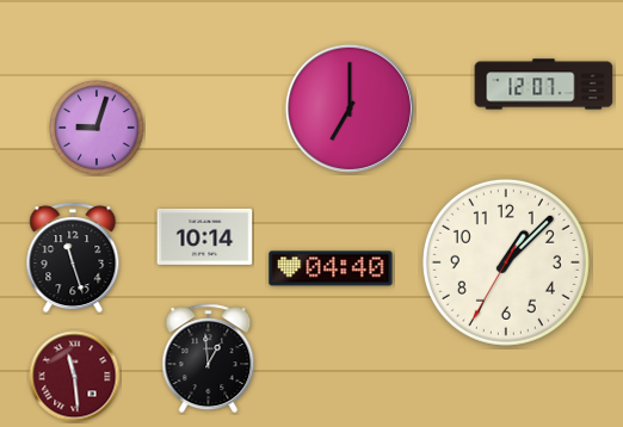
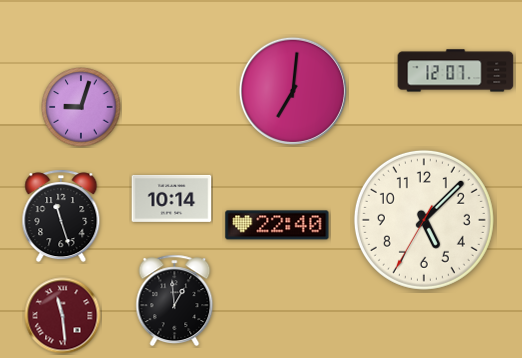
clock at (350, 109): 7:00 -> 7:01
clock at (506, 262): 1:07 -> 5:07
clock at (331, 268): 04:40 -> 22:40
